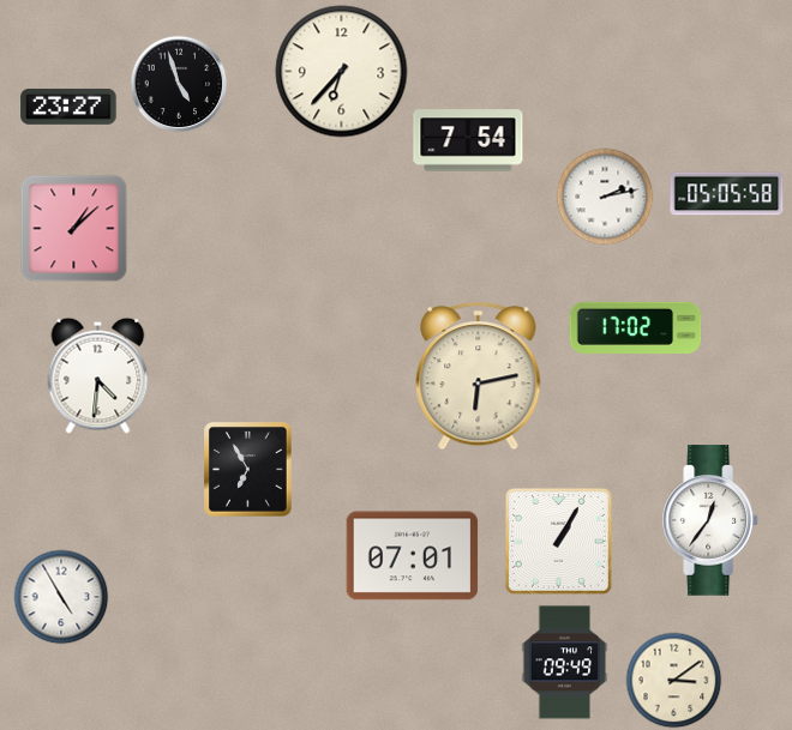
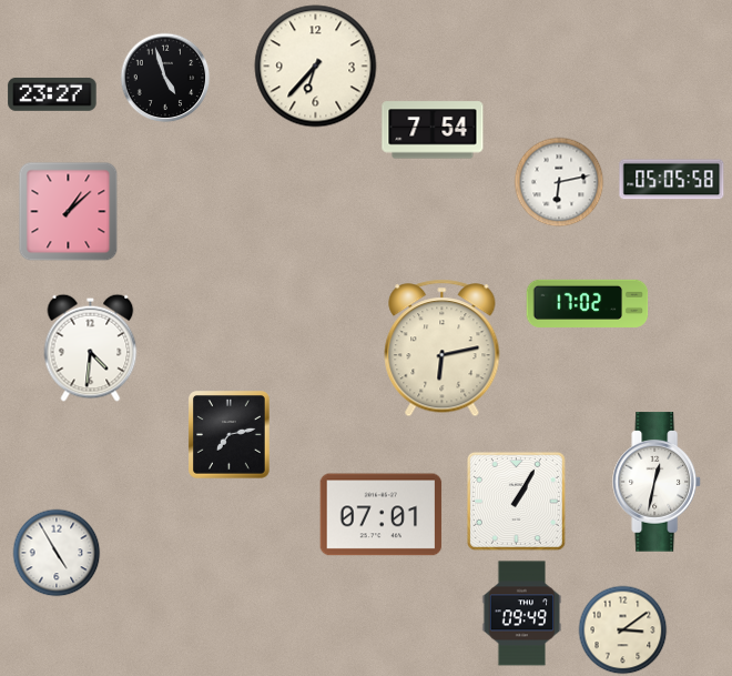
clock at (68, 107) position: (68, 107) -> (52, 94)
clock at (605, 197): 2:13 -> 6:13
clock at (248, 470): 6:55 -> 7:13
clock at (712, 520): 12:36 -> 12:32
